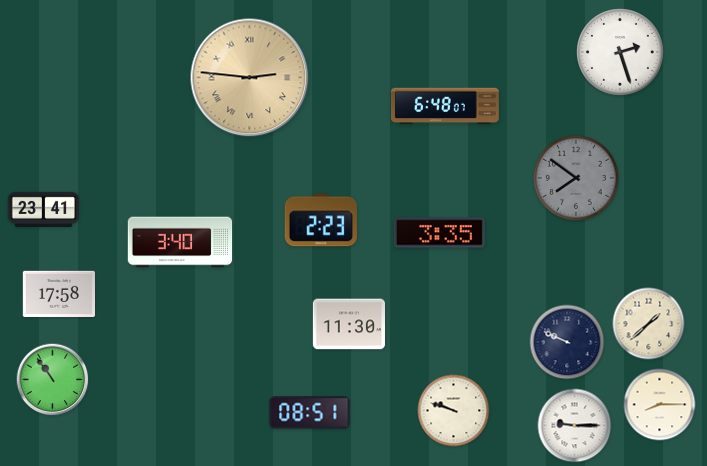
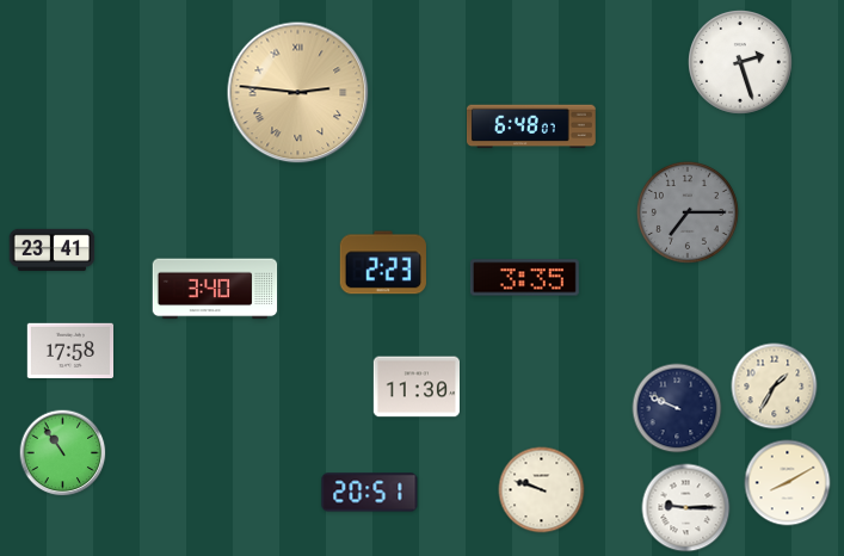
clock at (576, 178): 7:51 -> 7:15
clock at (649, 324): 1:38 -> 1:35
clock at (660, 405): 8:15 -> 8:10
clock at (310, 413): 08:51 -> 20:51
